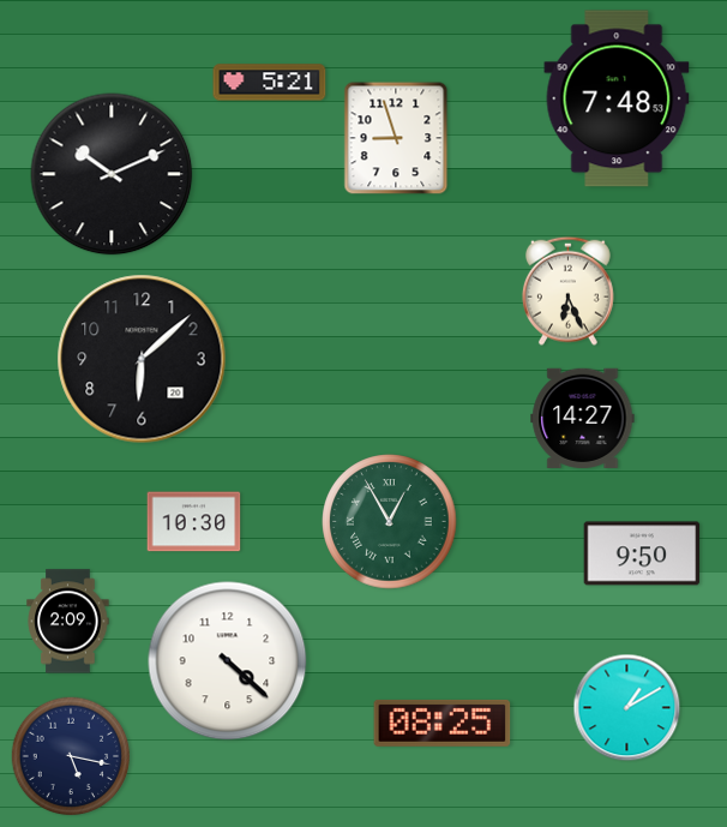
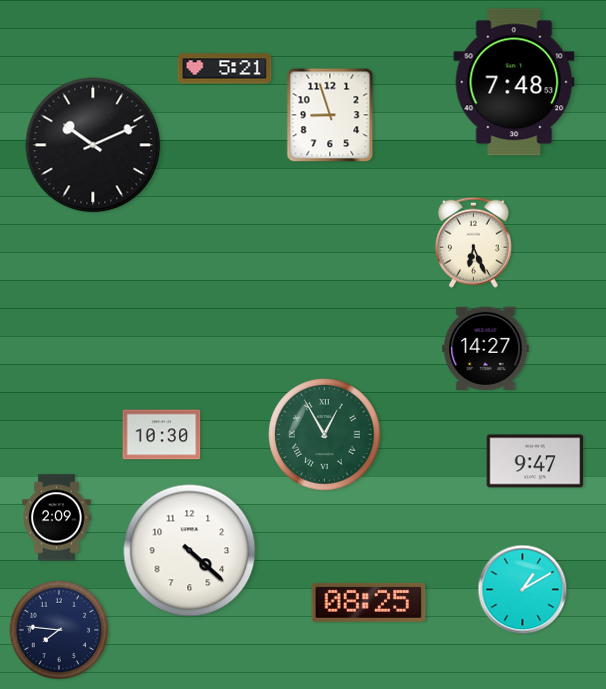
clock at (142, 359): 6:08 -> none
clock at (642, 553): 9:50 -> 9:47
clock at (71, 756): 5:17 -> 7:46
